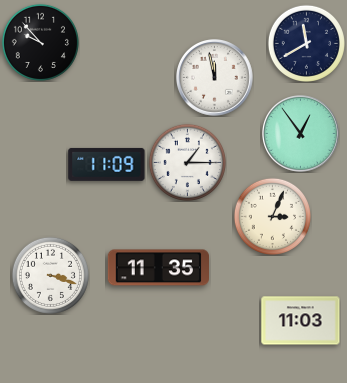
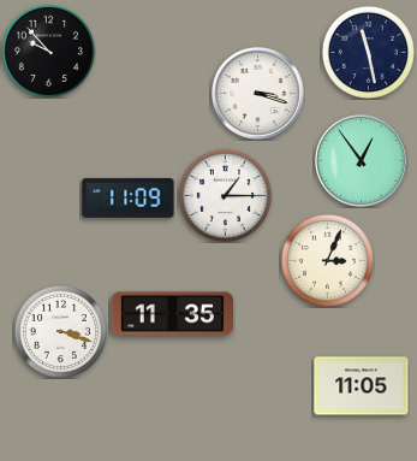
clock at (306, 43): 11:40 -> 11:28
clock at (215, 78): 11:58 -> 3:18
clock at (158, 268) position: (158, 268) -> (172, 314)
clock at (301, 321): 11:03 -> 11:05
